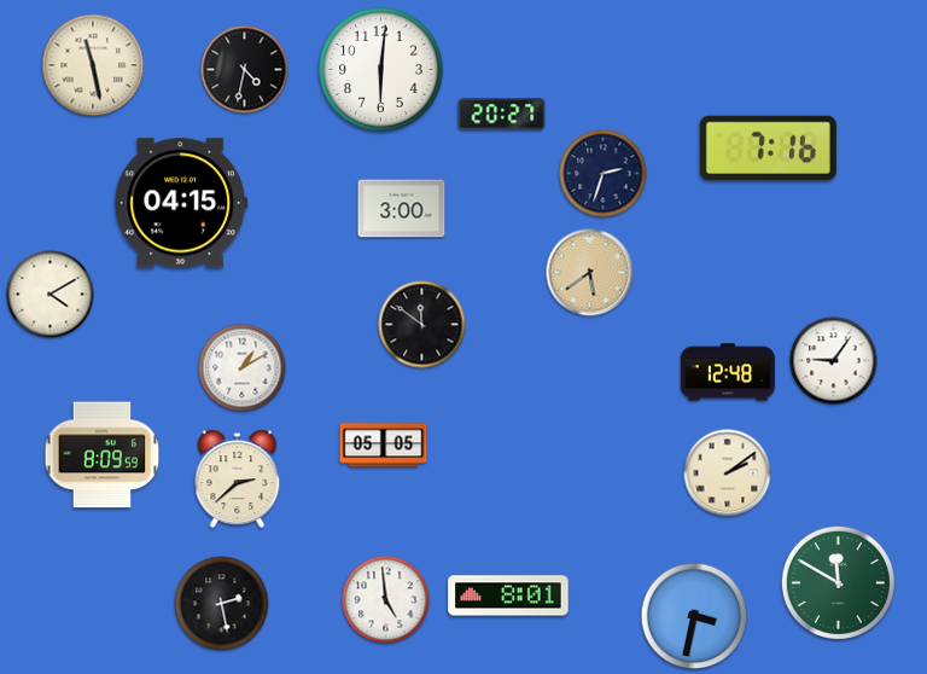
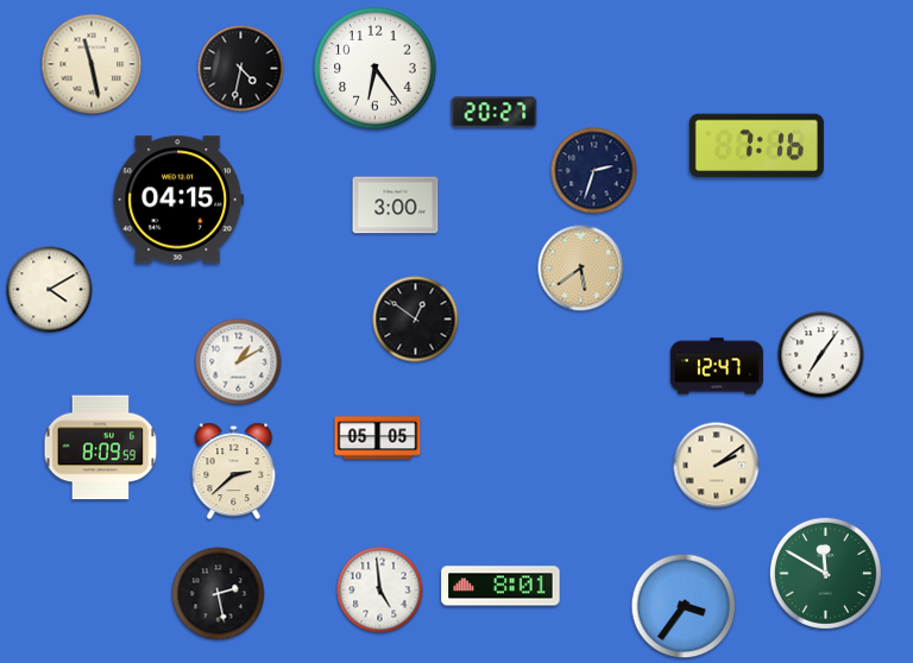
clock at (381, 70): 6:01 -> 6:24
clock at (422, 325): 11:51 -> 12:51
clock at (834, 361): 9:06 -> 7:06
clock at (728, 372): 12:48 -> 12:47
clock at (694, 616): 3:32 -> 3:36
